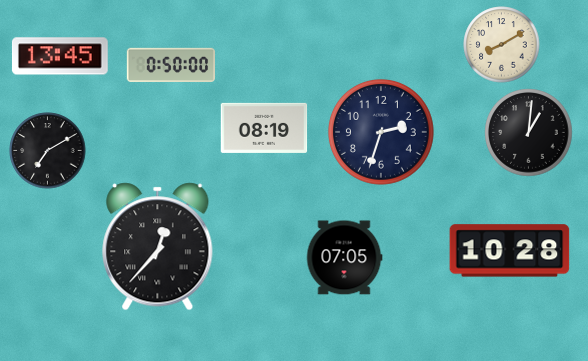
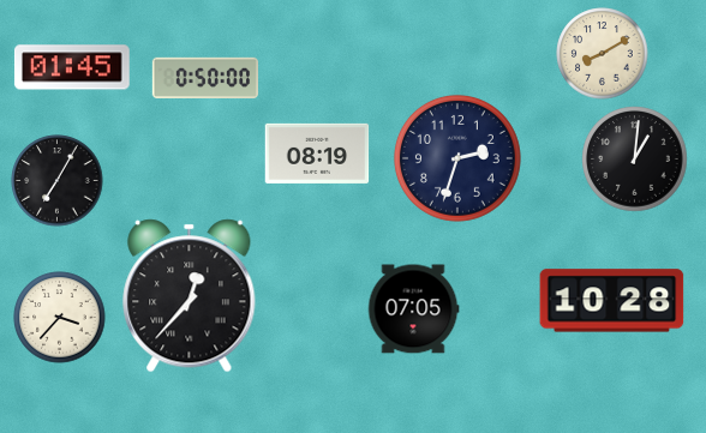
clock at (60, 56): 13:45 -> 01:45
clock at (48, 151): 7:10 -> 7:05
clock at (60, 318): none -> 3:37
